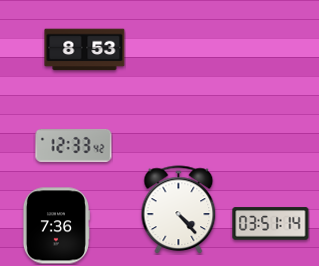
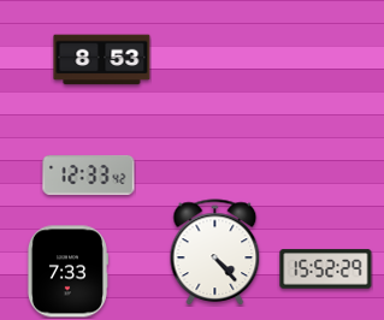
clock at (271, 224): 03:51 -> 15:52
clock at (55, 226): 7:36 -> 7:33
